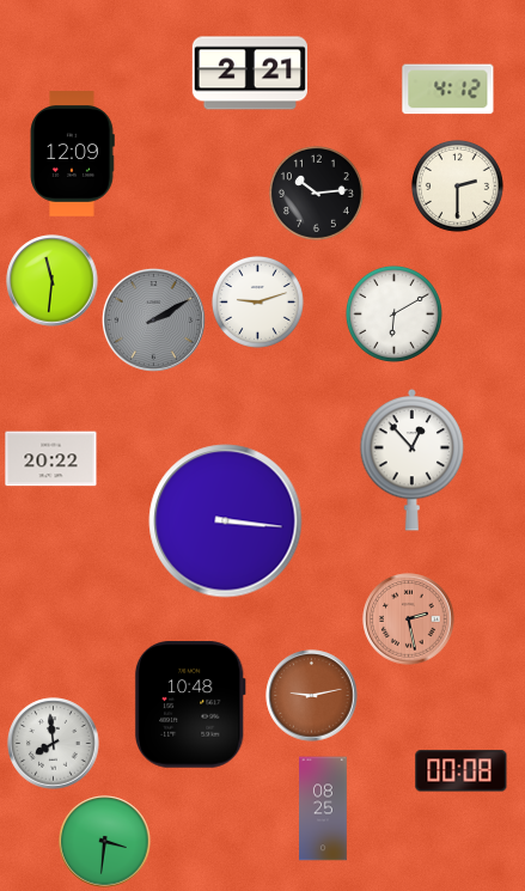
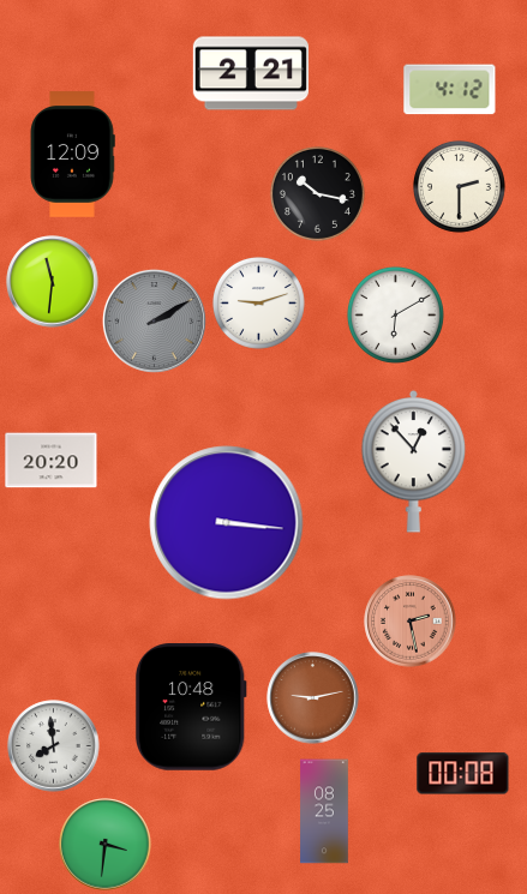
clock at (316, 193): 10:14 -> 10:17
clock at (51, 459): 20:22 -> 20:20
